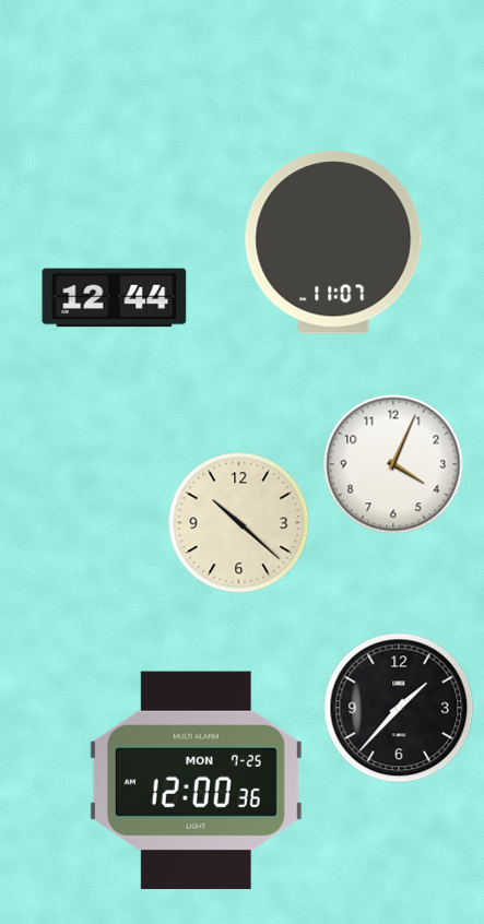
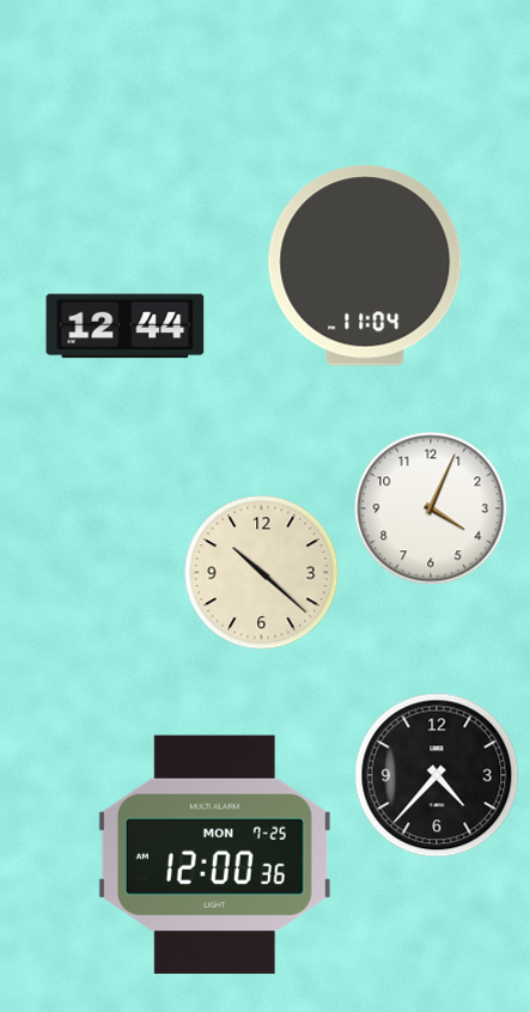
clock at (333, 242): 11:07 -> 11:04
clock at (399, 708): 1:37 -> 4:37
